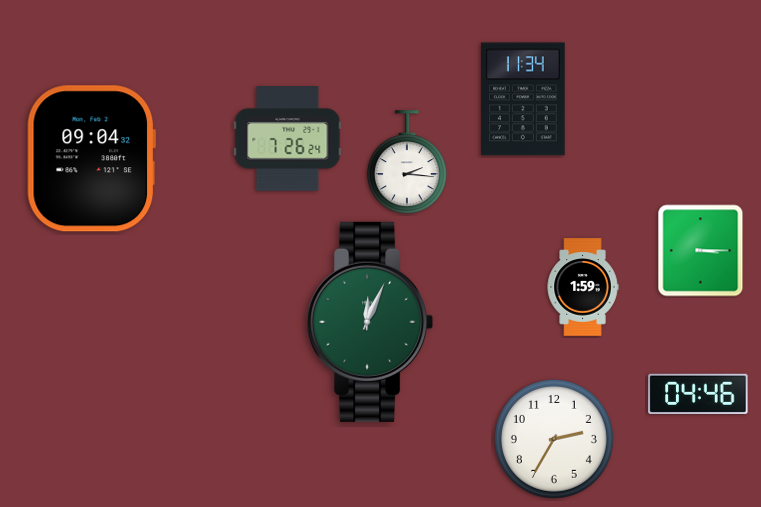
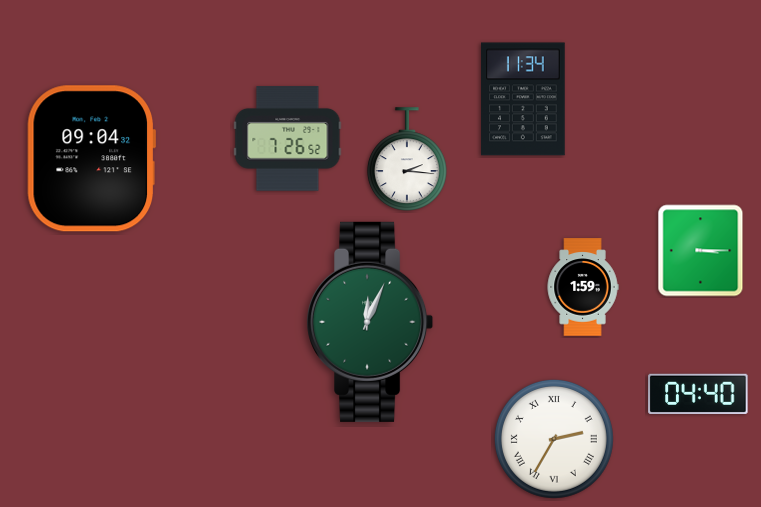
clock at (288, 139): 7:26:24 -> 7:26:52
clock at (407, 162) position: (407, 162) -> (407, 159)
clock at (698, 393): 04:46 -> 04:40
clock at (554, 439) numerals: Arabic -> Roman
